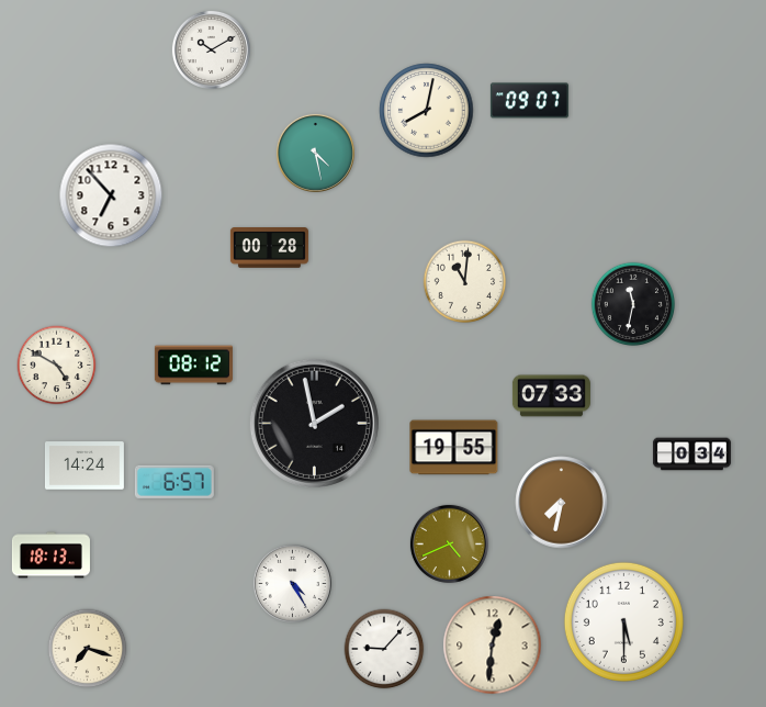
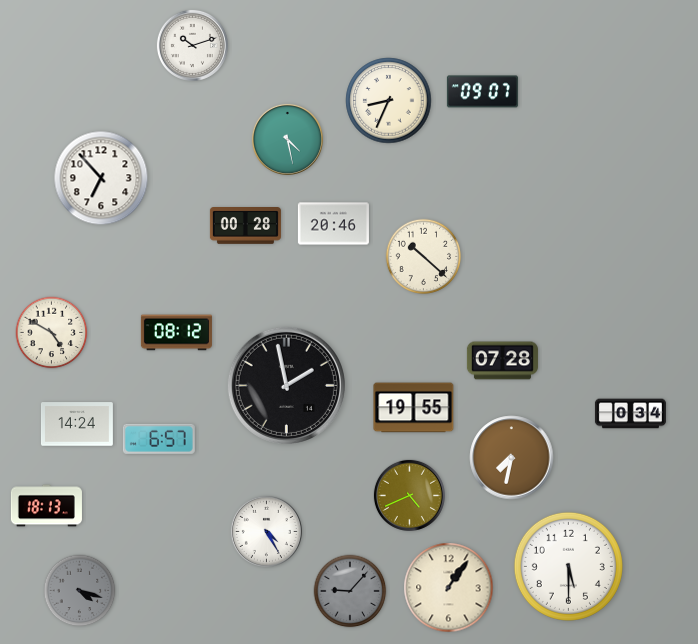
clock at (211, 49): 10:10 -> 10:12
clock at (427, 111): 8:02 -> 8:34
clock at (333, 224): none -> 20:46
clock at (465, 282): 11:01 -> 10:22
clock at (632, 303): 11:32 -> none
clock at (551, 396): 07:33 -> 07:28
clock at (493, 646): 12:31 -> 1:06
clock at (88, 649): 7:18 -> 4:18
clock at (88, 649) dial: cream -> grey
clock at (384, 649) dial: white -> grey
